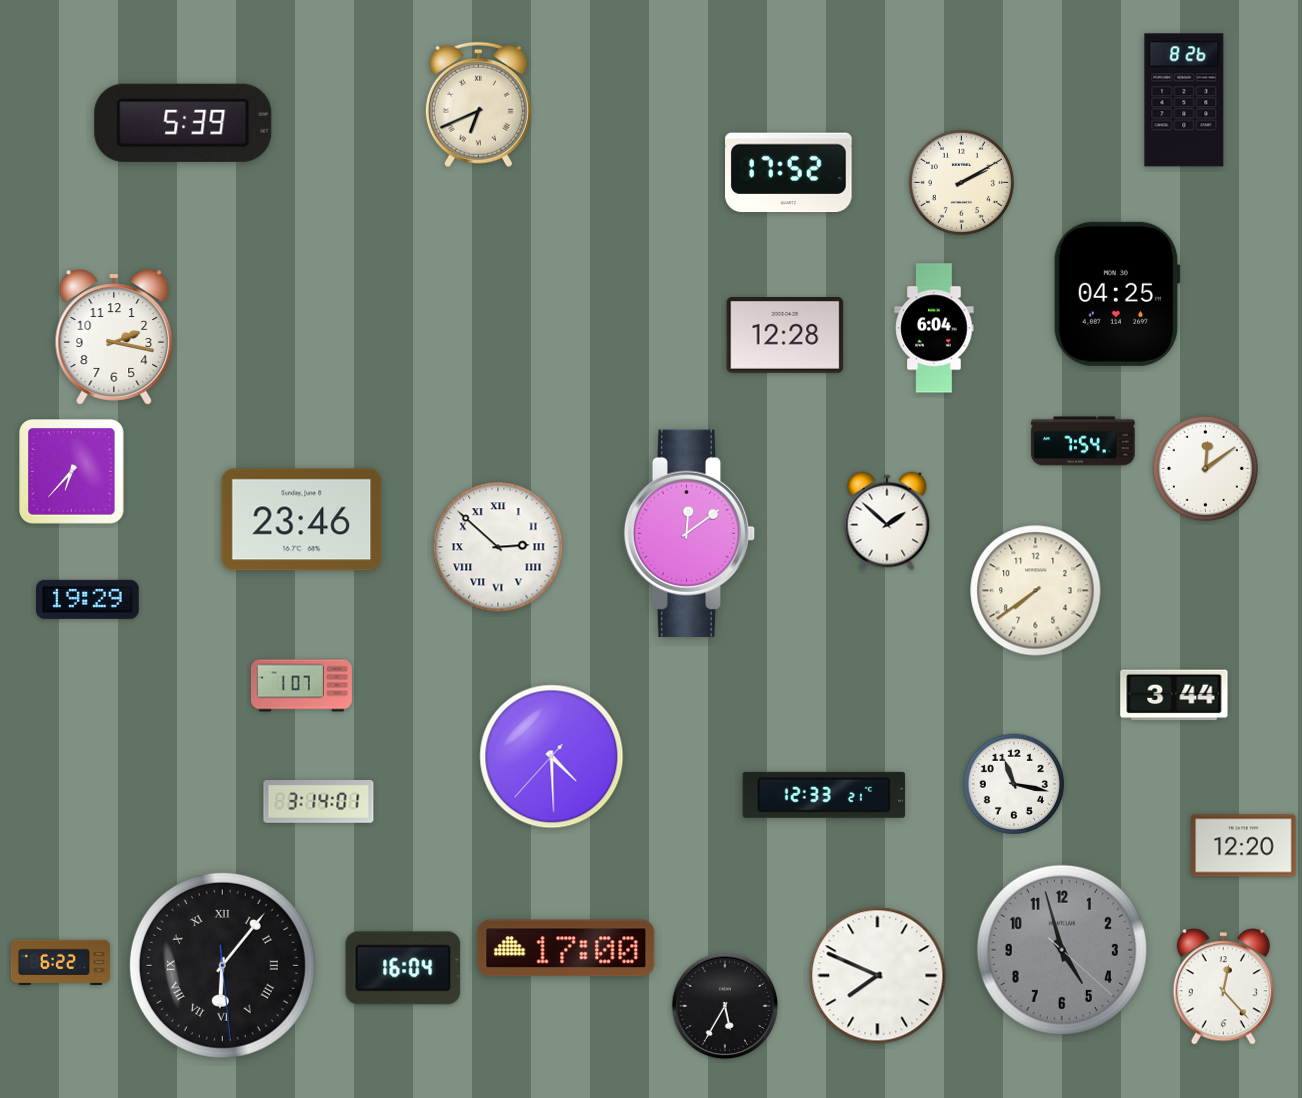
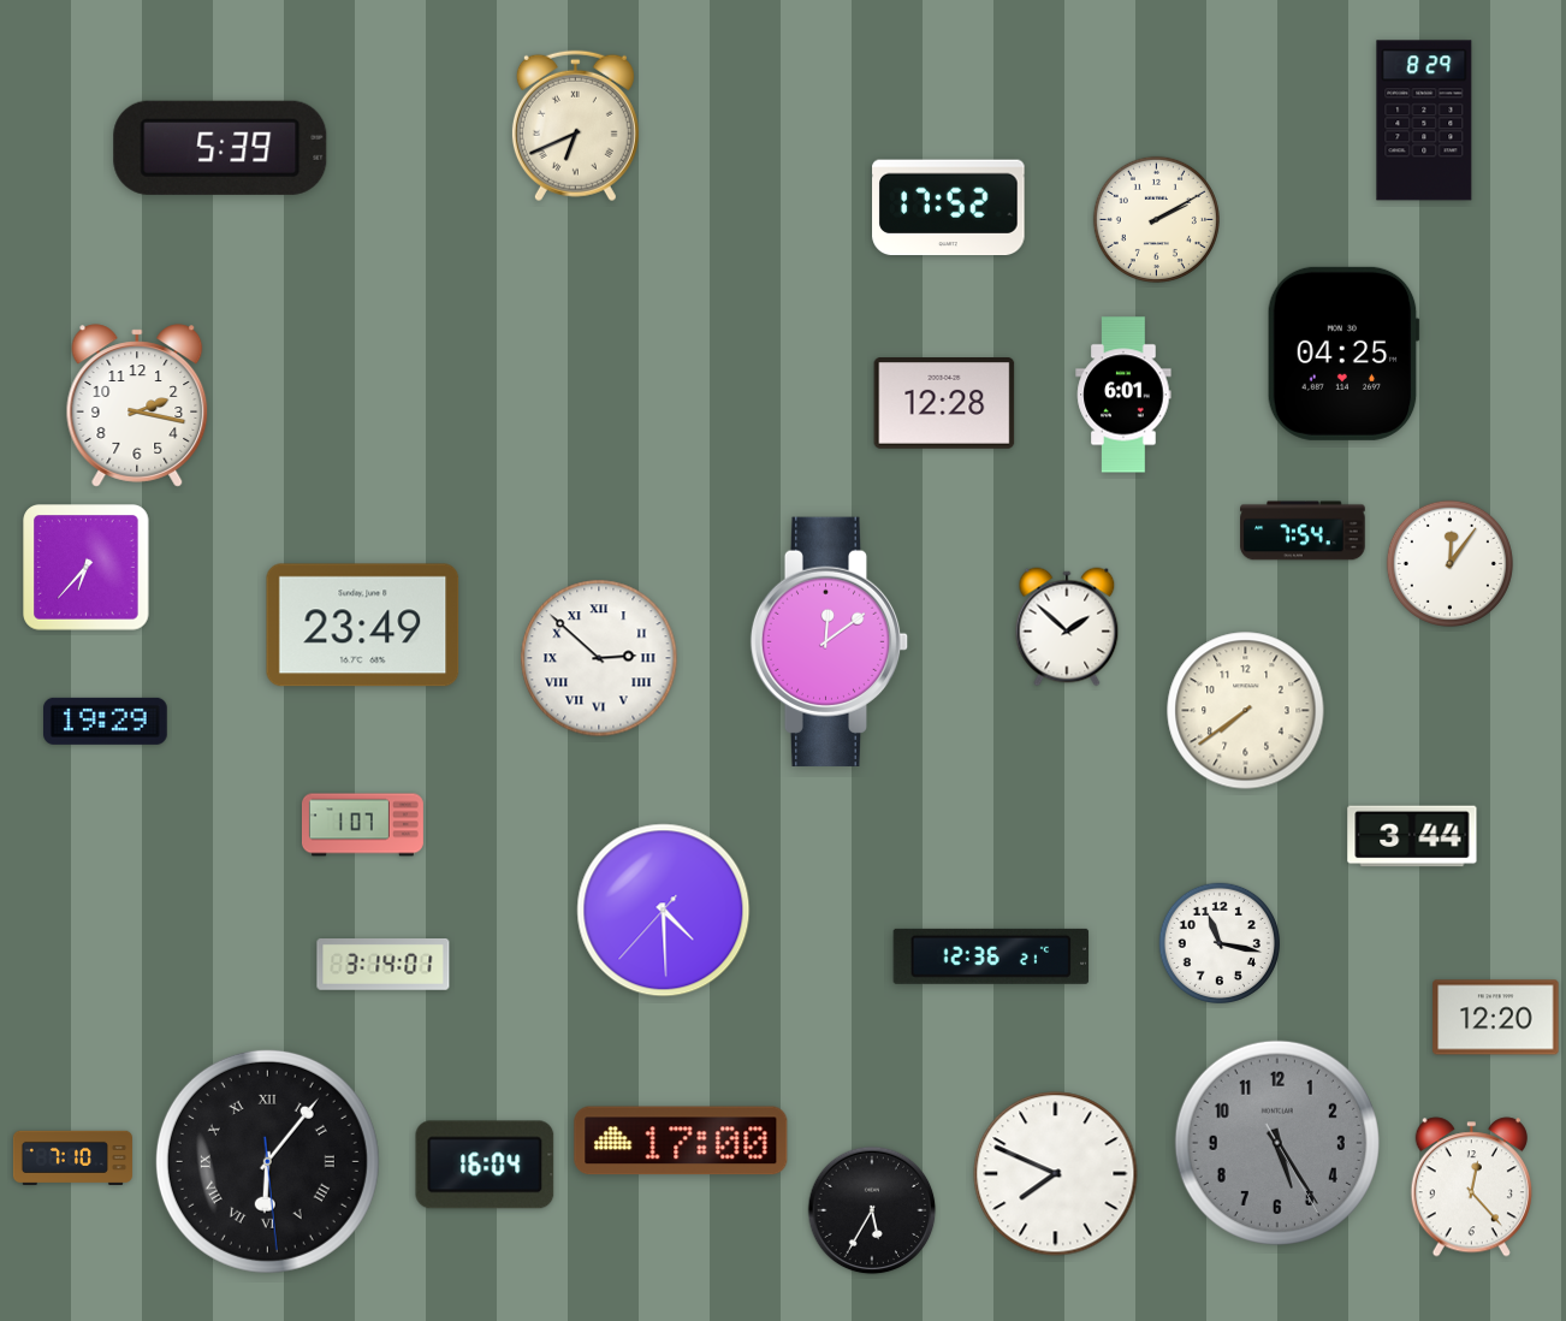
clock at (1184, 100): 8:26 -> 8:29
clock at (934, 328): 6:04 -> 6:01
clock at (1205, 468): 12:09 -> 12:06
clock at (302, 520): 23:46 -> 23:49
clock at (824, 795): 12:33 -> 12:36
clock at (1062, 950): 4:57 -> 5:24
clock at (60, 962): 6:22 -> 7:10
